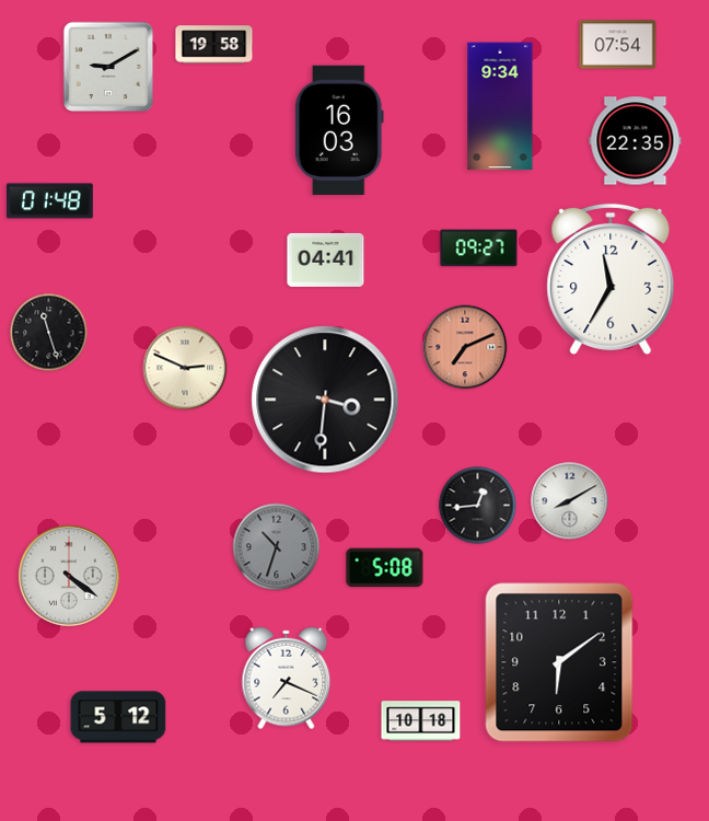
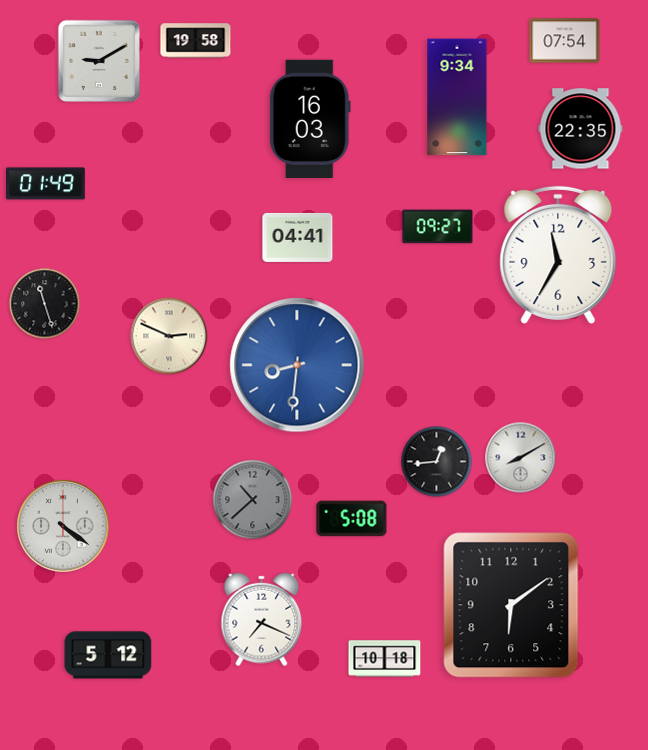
clock at (50, 201): 01:48 -> 01:49
clock at (465, 347): 7:11 -> none
clock at (325, 400): 3:31 -> 8:31
clock at (325, 400) dial: black -> blue
clock at (277, 547): 10:33 -> 10:38
